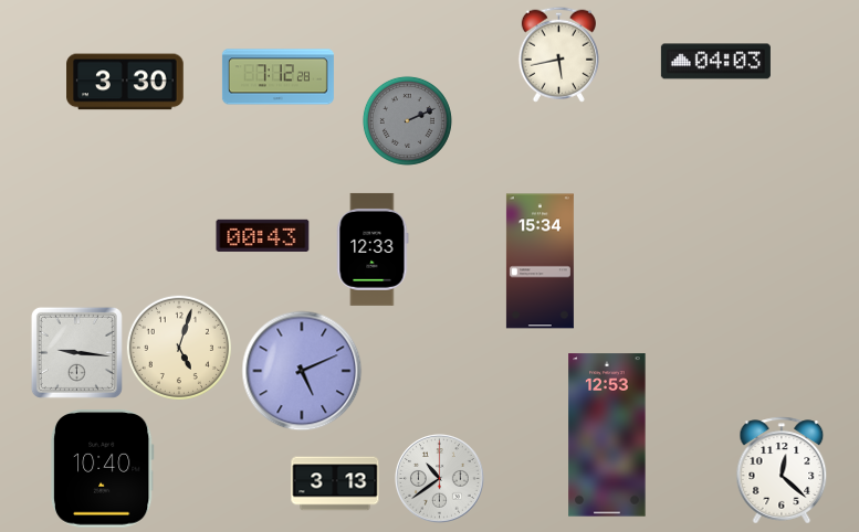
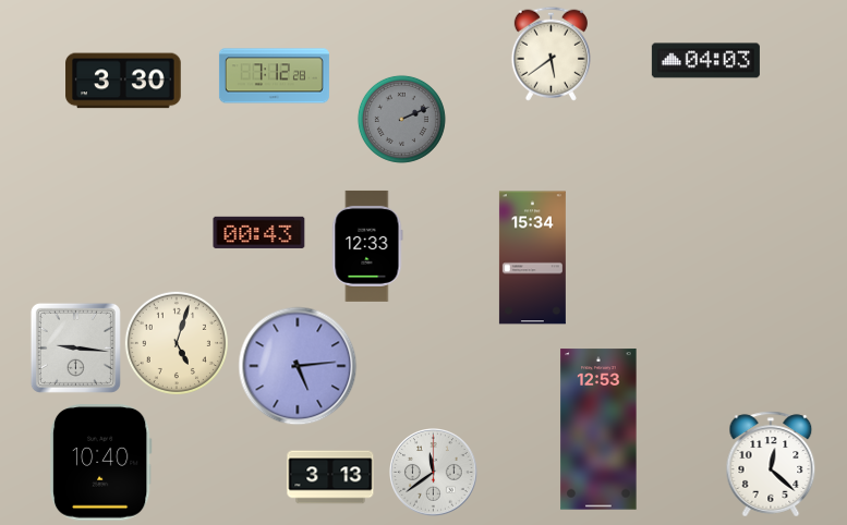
clock at (558, 54): 5:43 -> 5:39
clock at (302, 371): 5:11 -> 5:14
clock at (440, 479): 10:39 -> 11:39
